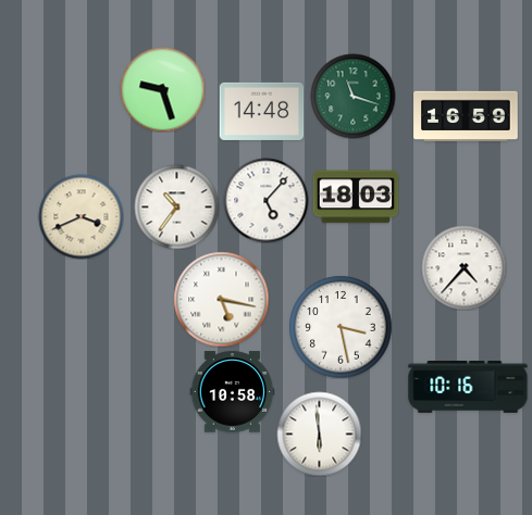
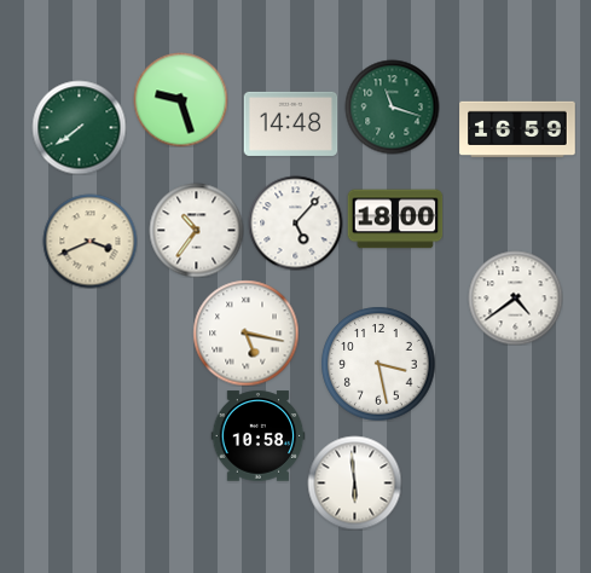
clock at (79, 127): none -> 7:39
clock at (356, 197): 18:03 -> 18:00
clock at (463, 267): 4:37 -> 4:39
clock at (468, 388): 10:16 -> none
